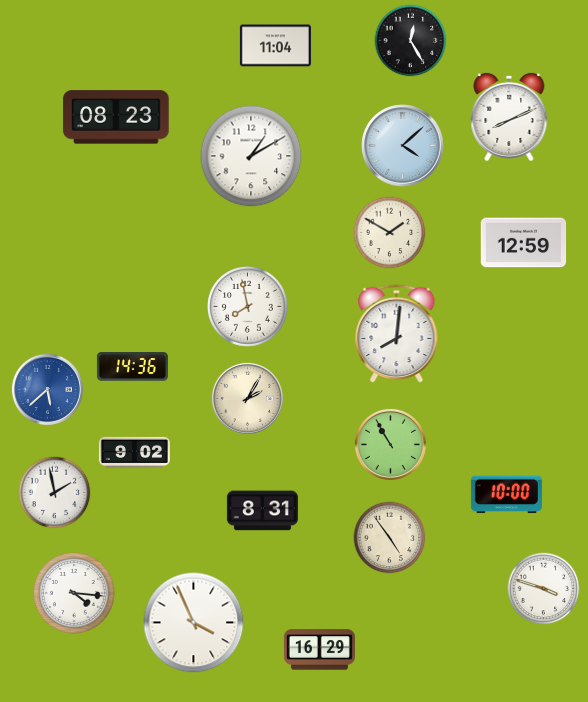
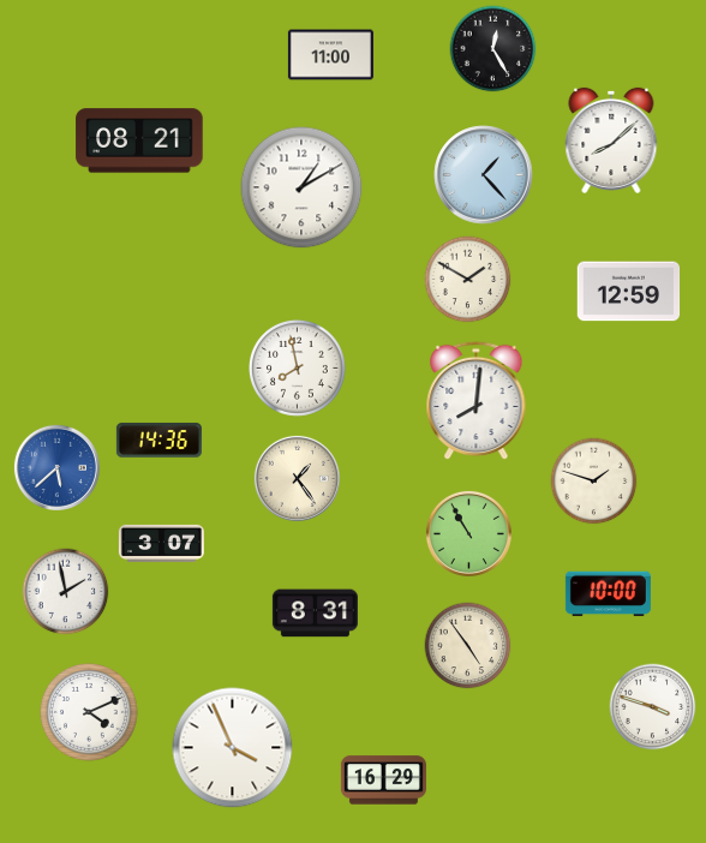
clock at (275, 46): 11:04 -> 11:00
clock at (116, 117): 08:23 -> 08:21
clock at (509, 117): 8:11 -> 8:08
clock at (403, 146): 4:08 -> 1:23
clock at (247, 398): 2:05 -> 1:24
clock at (594, 482): none -> 1:48
clock at (134, 452): 9:02 -> 3:07
clock at (75, 594): 4:16 -> 4:11
